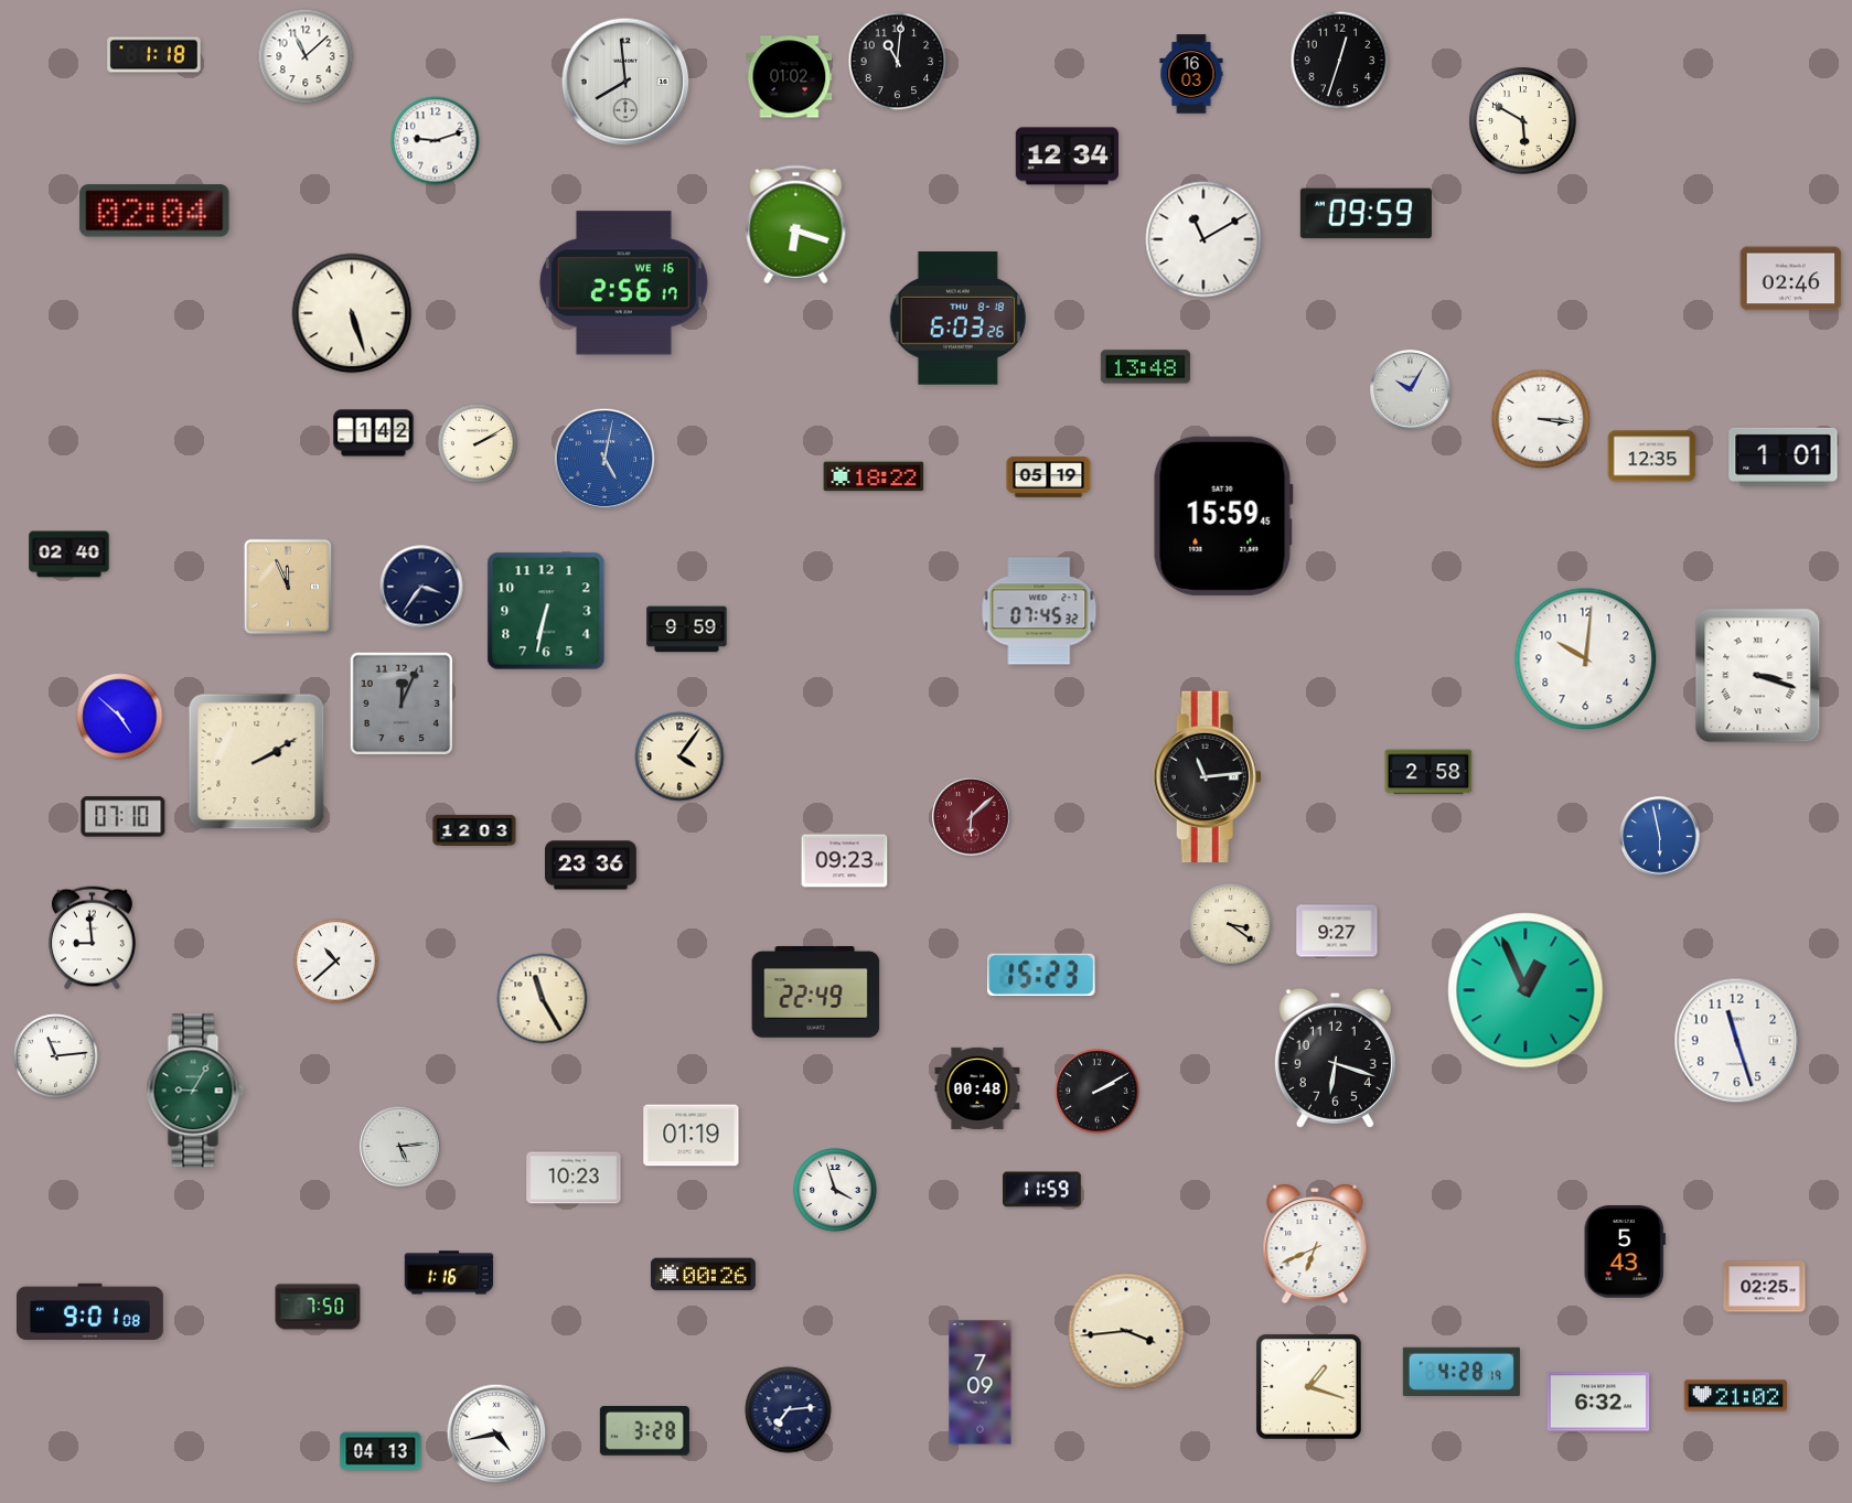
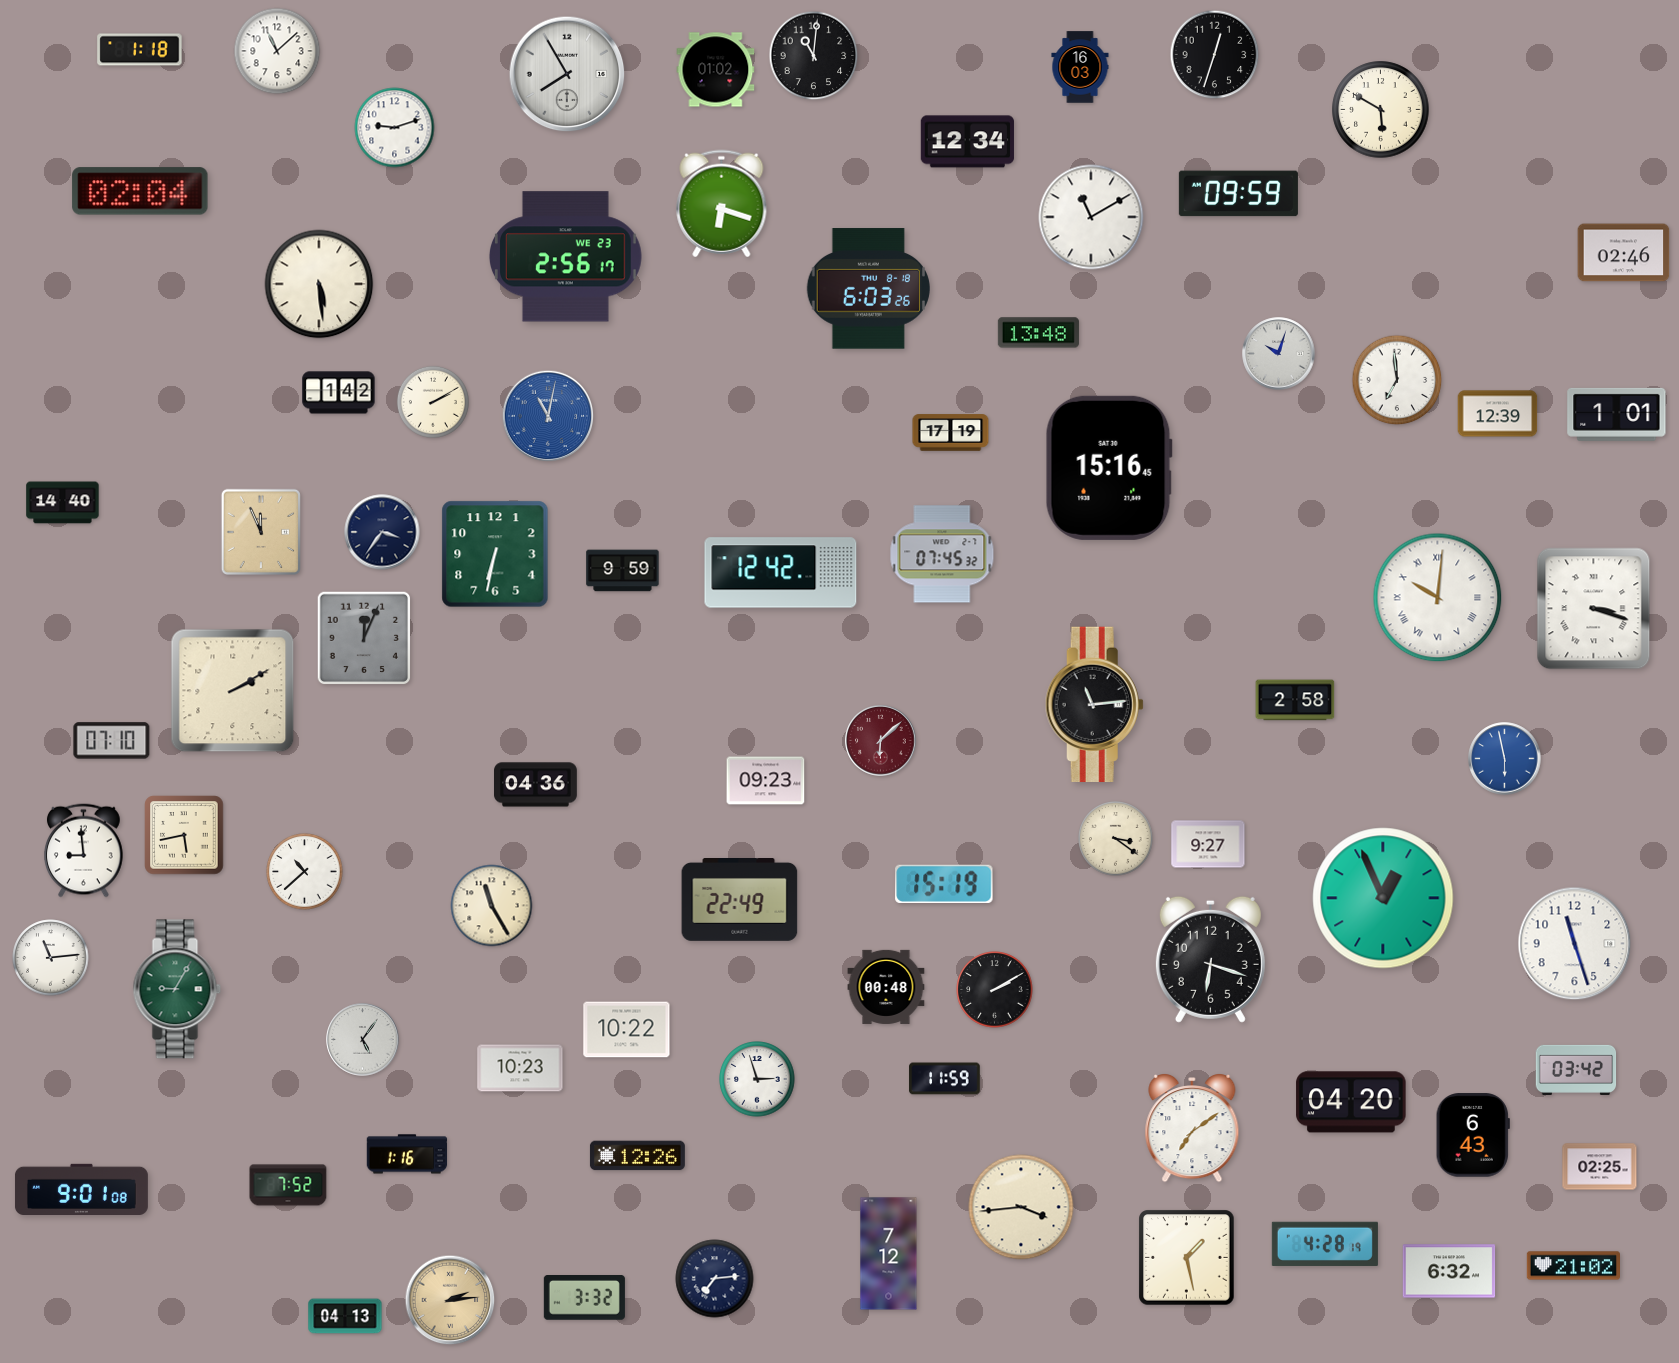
clock at (625, 82): 7:59 -> 7:55
clock at (623, 283) date: WE 16 -> WE 23
clock at (352, 313): 5:27 -> 5:29
clock at (1411, 390): 10:05 -> 10:03
clock at (1541, 419): 3:16 -> 6:59
clock at (1652, 457): 12:35 -> 12:39
clock at (604, 459): 5:02 -> 11:02
clock at (874, 476): 18:22 -> none
clock at (1049, 477): 05:19 -> 17:19
clock at (1223, 516): 15:59 -> 15:16
clock at (69, 555): 02:40 -> 14:40
clock at (781, 573): none -> 12:42
clock at (1586, 659) numerals: Arabic -> Roman
clock at (1758, 676) position: (1758, 676) -> (1594, 609)
clock at (120, 717): 4:52 -> none
clock at (679, 756): 4:06 -> none
clock at (474, 830): 12:03 -> none
clock at (591, 866): 23:36 -> 04:36
clock at (184, 835): none -> 5:43
clock at (1337, 931) position: (1337, 931) -> (1208, 844)
clock at (1041, 975): 15:23 -> 15:19
clock at (692, 1136): 01:19 -> 10:22
clock at (400, 1147): 5:14 -> 5:06
clock at (1576, 1070): none -> 03:42
clock at (835, 1190): 3:57 -> 2:57
clock at (1351, 1102): none -> 04:20
clock at (1315, 1245): 6:41 -> 7:09
clock at (1625, 1252): 5:43 -> 6:43
clock at (703, 1275): 00:26 -> 12:26
clock at (318, 1307): 7:50 -> 7:52
clock at (981, 1383): 7:09 -> 7:12
clock at (1309, 1387): 1:18 -> 1:28
clock at (644, 1431): 3:28 -> 3:32
clock at (496, 1434): 4:43 -> 2:14
clock at (496, 1434) dial: white -> champagne
